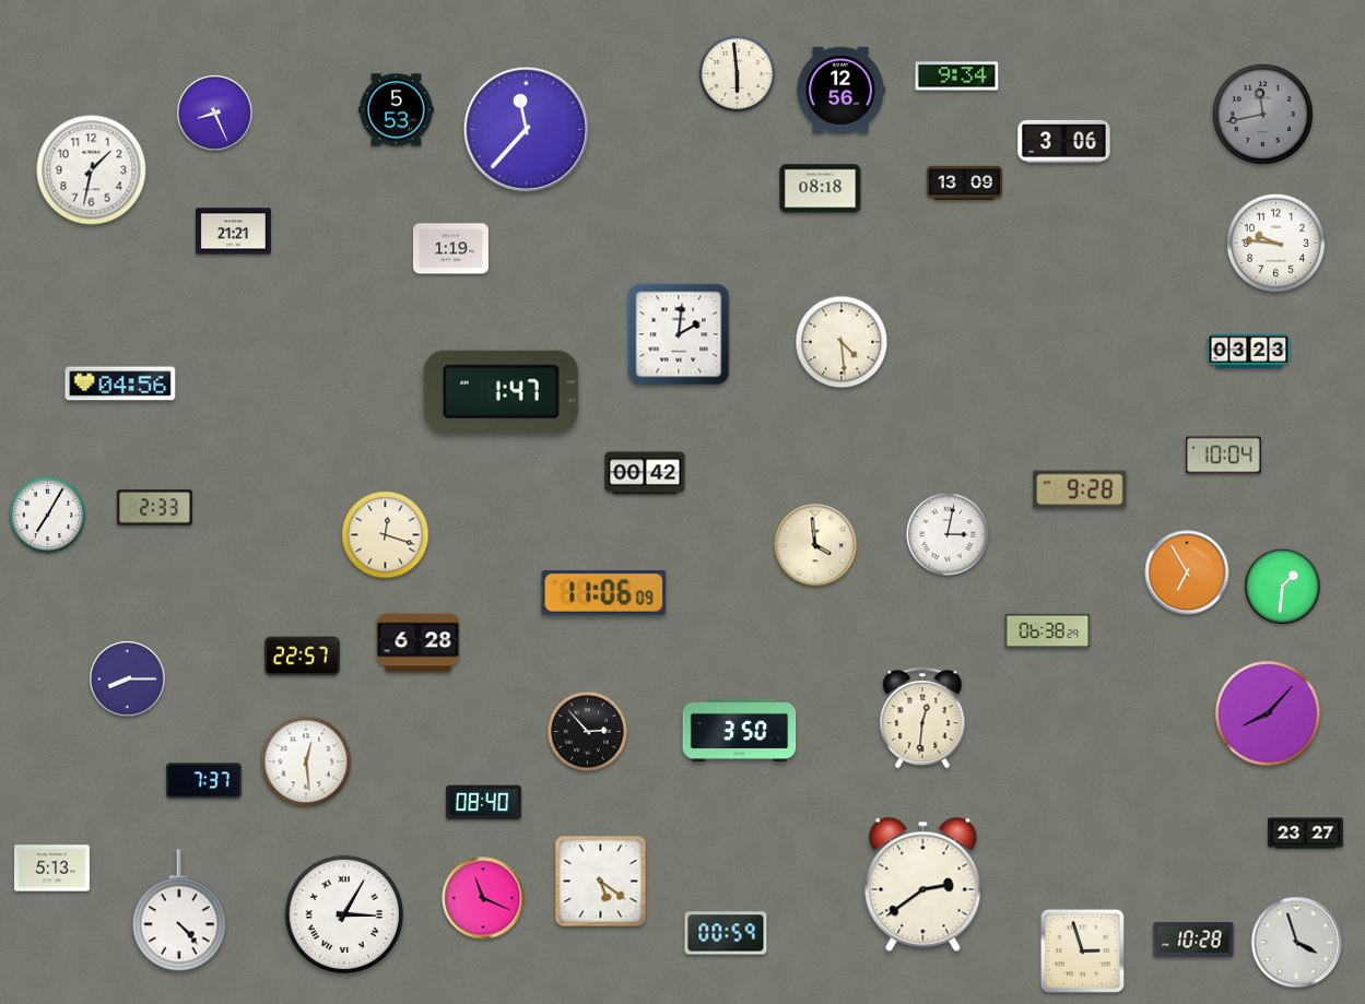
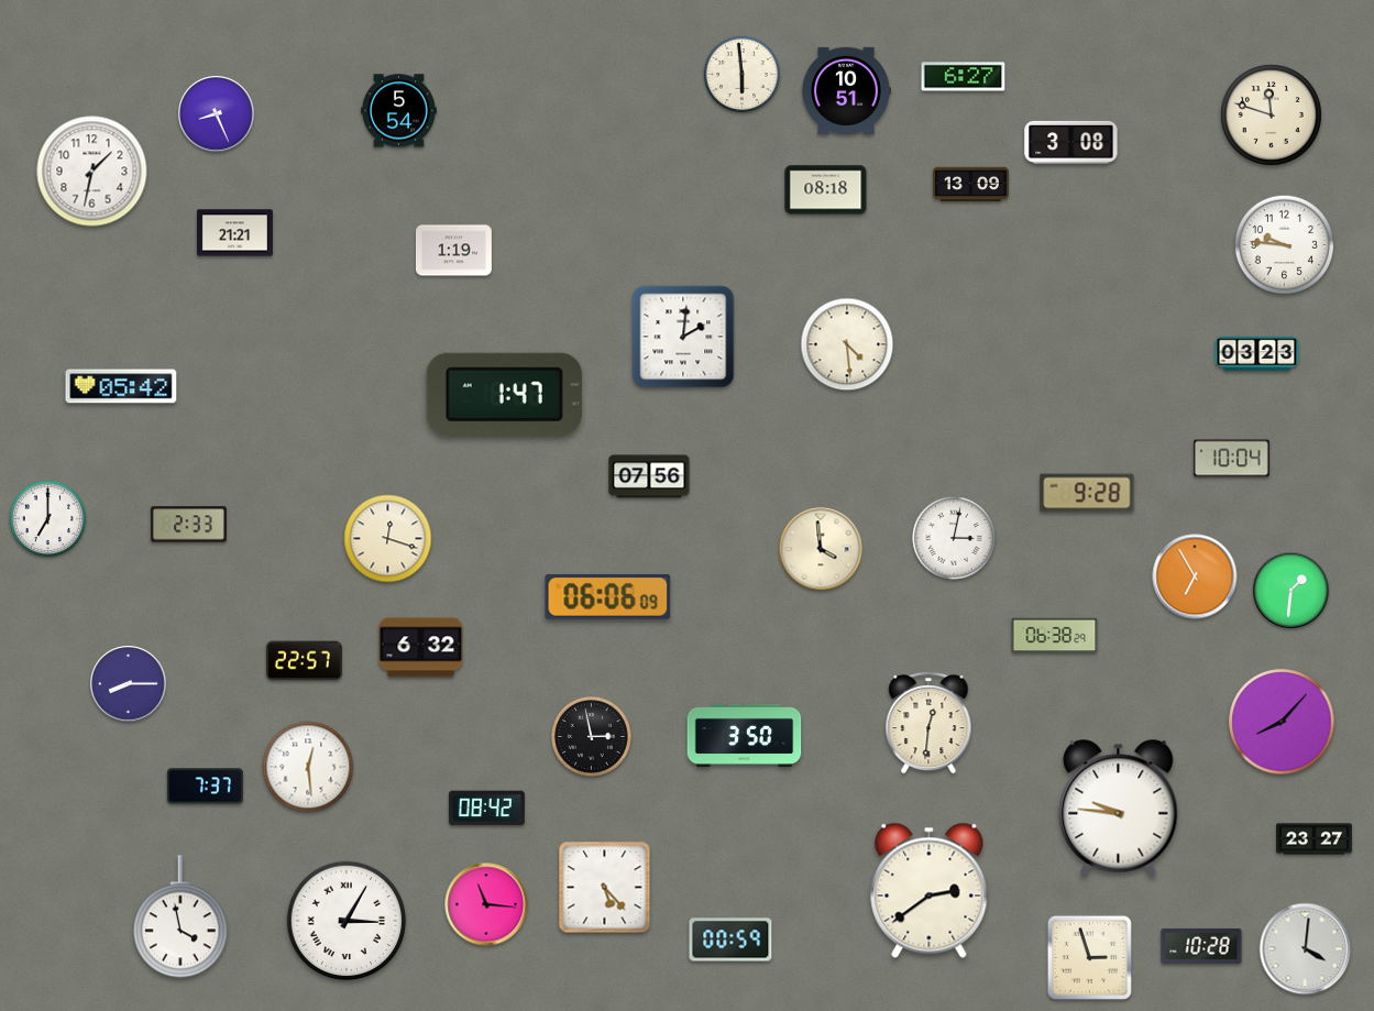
clock at (957, 76): 9:34 -> 6:27
clock at (840, 90): 12:56 -> 10:51
clock at (396, 110): 5:53 -> 5:54
clock at (1262, 114): 11:43 -> 11:48
clock at (1262, 114) dial: grey -> cream
clock at (527, 130): 11:37 -> none
clock at (1064, 141): 3:06 -> 3:08
clock at (120, 383): 04:56 -> 05:42
clock at (645, 473): 00:42 -> 07:56
clock at (154, 508) position: (154, 508) -> (188, 525)
clock at (48, 516): 7:05 -> 7:00
clock at (604, 592): 11:06 -> 06:06
clock at (419, 643): 6:28 -> 6:32
clock at (1268, 713) position: (1268, 713) -> (1282, 722)
clock at (588, 732): 2:53 -> 2:58
clock at (483, 803): 08:40 -> 08:42
clock at (1119, 809): none -> 9:46
clock at (51, 869): 5:13 -> none
clock at (601, 882): 5:21 -> 5:23
clock at (483, 898): 11:19 -> 11:16
clock at (179, 911): 4:23 -> 3:58
clock at (1297, 943): 3:57 -> 4:01
